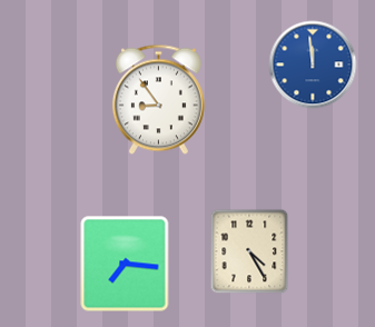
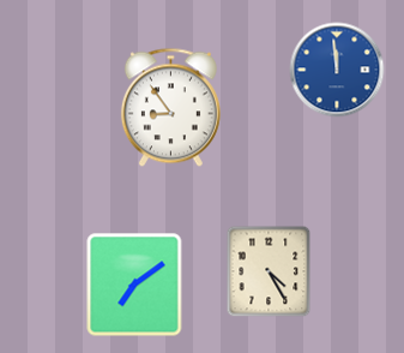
clock at (125, 264): 7:16 -> 7:09
